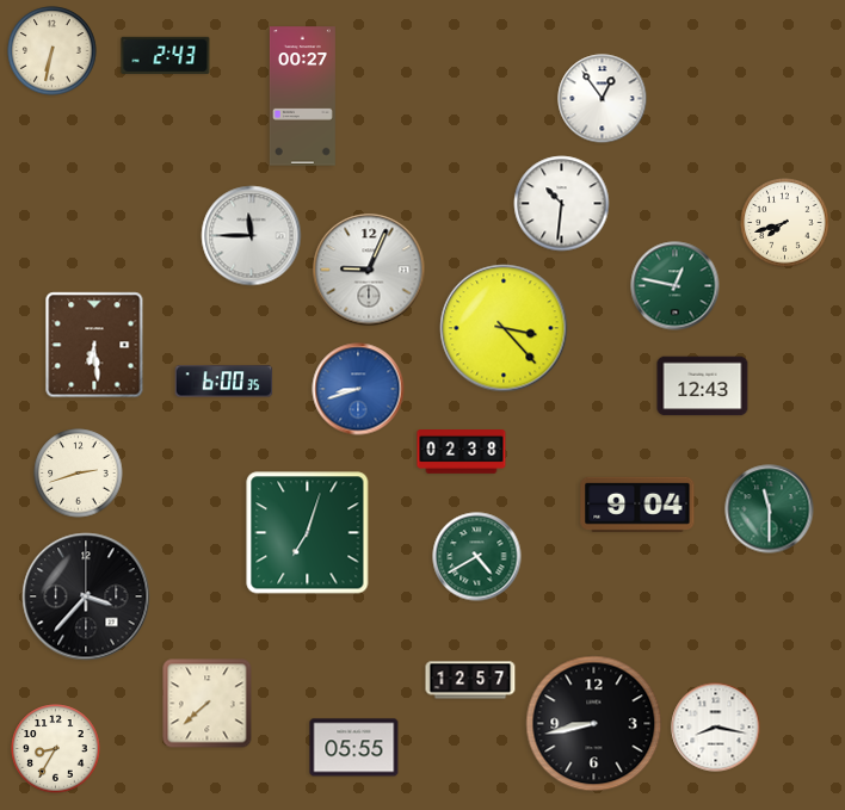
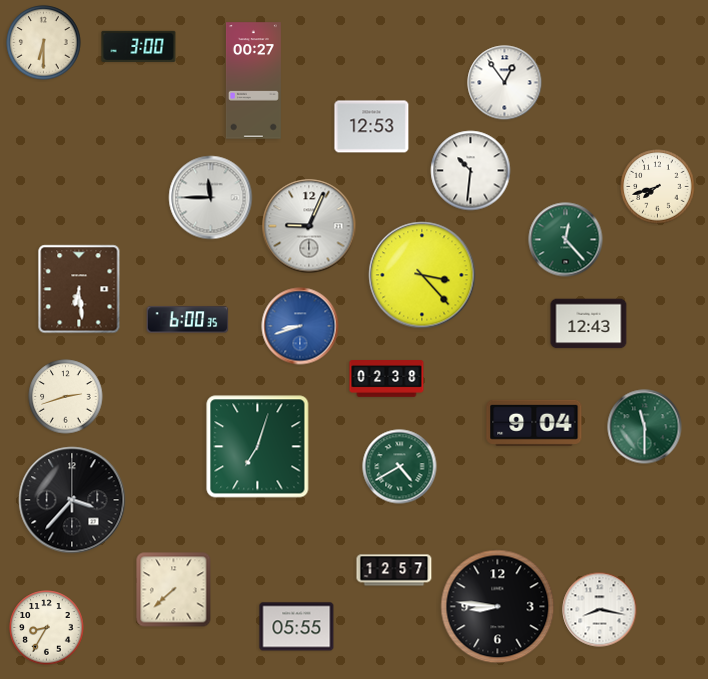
clock at (53, 51): 6:32 -> 6:30
clock at (166, 55): 2:43 -> 3:00
clock at (372, 127): none -> 12:53
clock at (676, 286): 12:47 -> 12:23
clock at (594, 724): 8:43 -> 8:46
